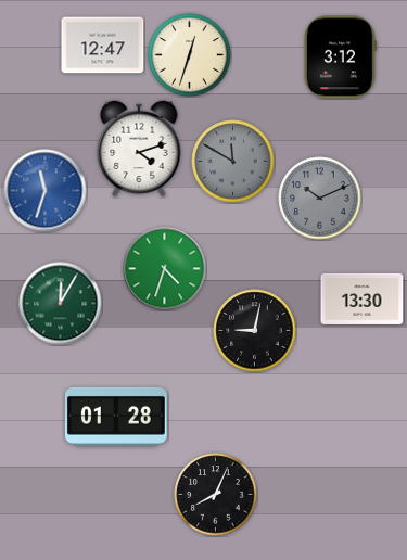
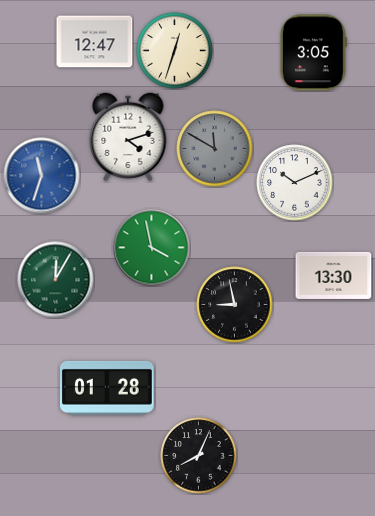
clock at (340, 58): 3:12 -> 3:05
clock at (320, 199) dial: grey -> white
clock at (165, 269): 4:33 -> 3:58
clock at (255, 331): 9:02 -> 8:58
clock at (116, 417) position: (116, 417) -> (107, 388)
